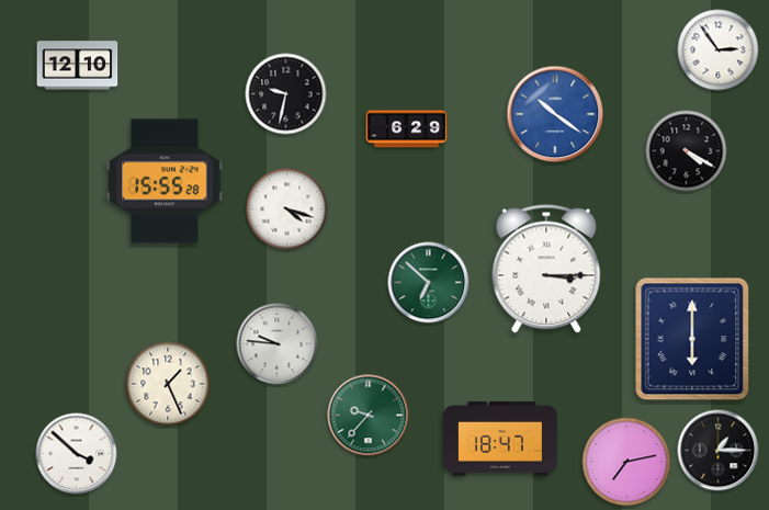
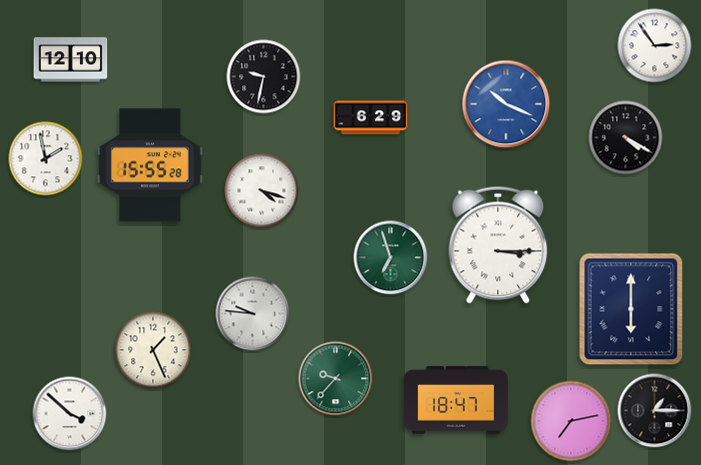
clock at (286, 94) position: (286, 94) -> (264, 77)
clock at (555, 114): 10:21 -> 10:19
clock at (46, 159): none -> 1:58
clock at (429, 283): 6:52 -> 6:57
